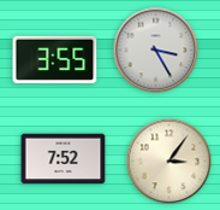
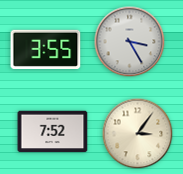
clock at (170, 162) position: (170, 162) -> (138, 134)
